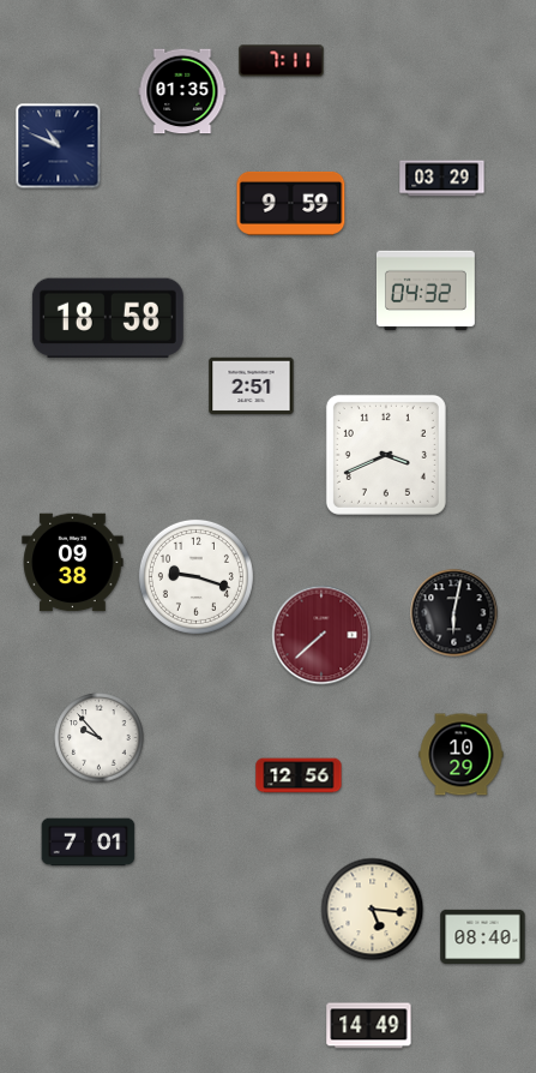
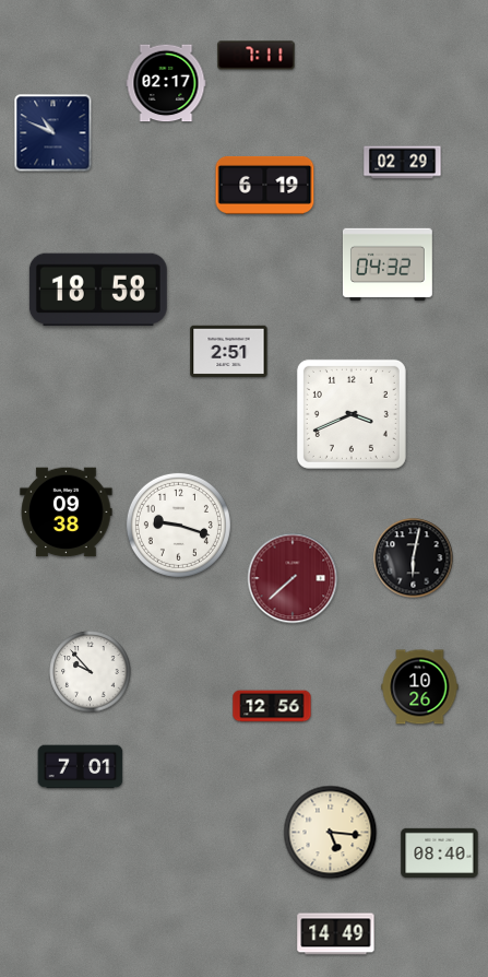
clock at (182, 91): 01:35 -> 02:17
clock at (442, 179): 03:29 -> 02:29
clock at (291, 203): 9:59 -> 6:19
clock at (462, 755): 10:29 -> 10:26
clock at (373, 910) position: (373, 910) -> (331, 833)
